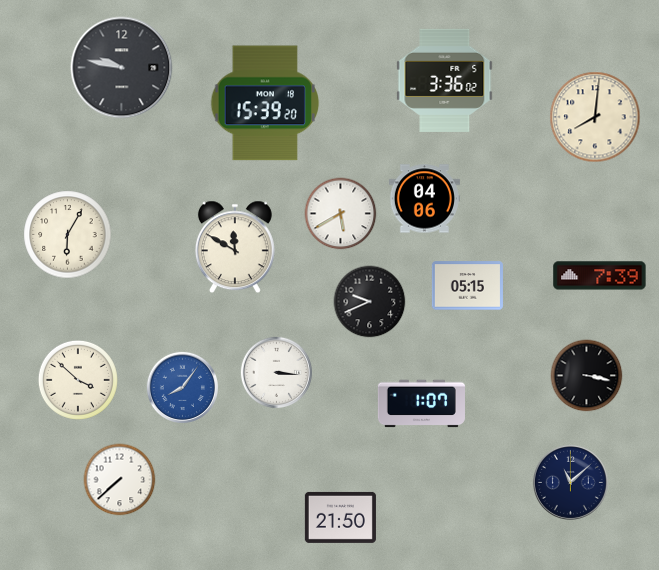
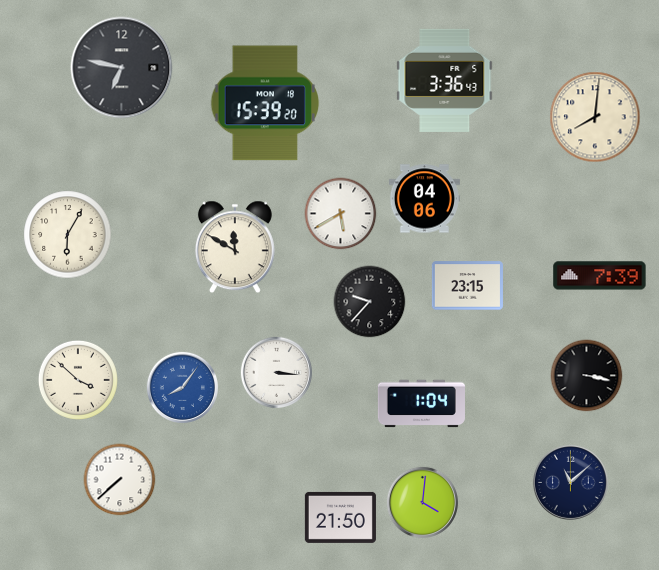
clock at (122, 68): 9:47 -> 6:47
clock at (445, 80): 3:36:02 -> 3:36:43
clock at (467, 286): 05:15 -> 23:15
clock at (370, 302): 9:41 -> 9:37
clock at (421, 404): 1:07 -> 1:04
clock at (422, 502): none -> 4:01
